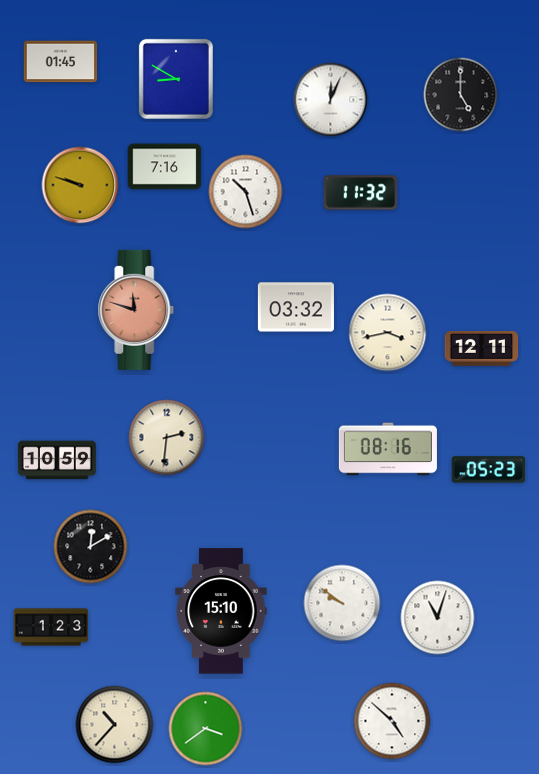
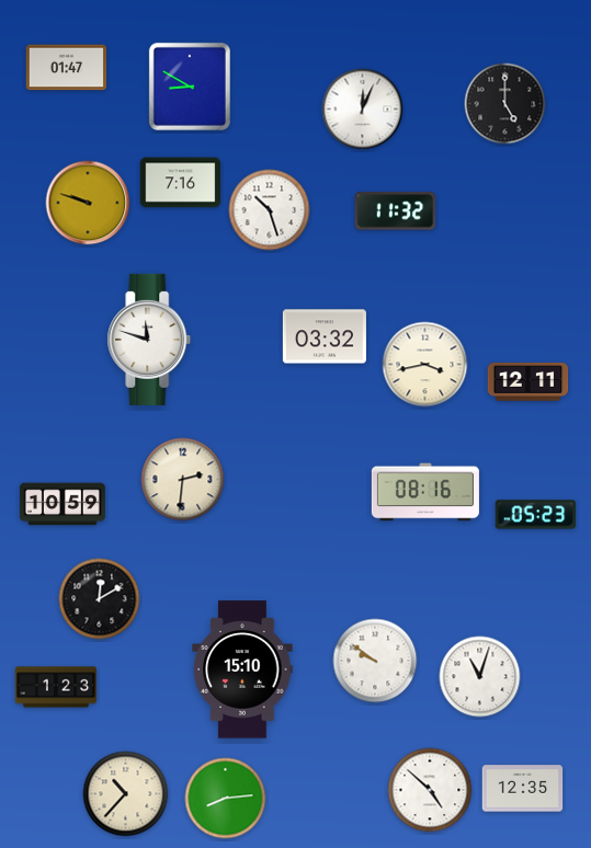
clock at (61, 62): 01:45 -> 01:47
clock at (176, 79) position: (176, 79) -> (190, 87)
clock at (136, 310) dial: salmon -> white
clock at (523, 789): none -> 12:35
clock at (206, 729): 3:39 -> 8:14
